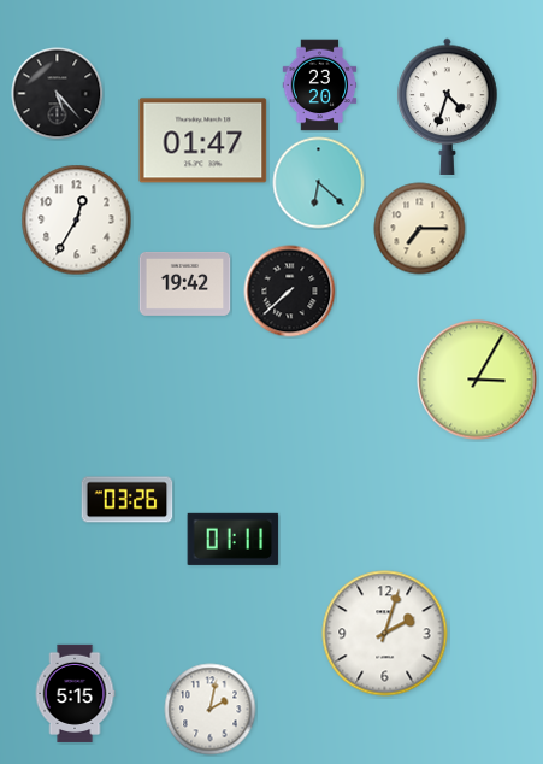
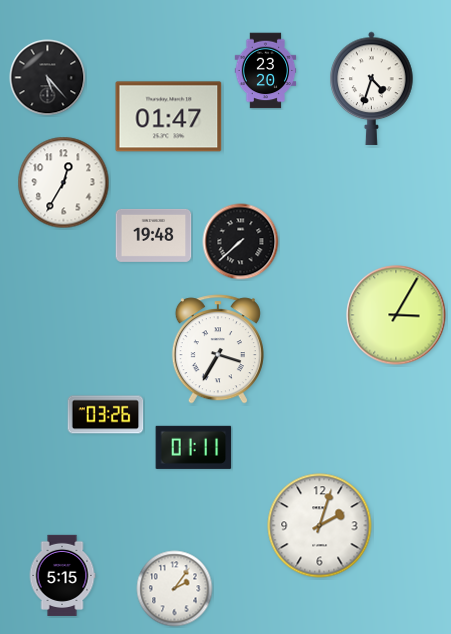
clock at (319, 183): 6:22 -> none
clock at (420, 229): 7:15 -> none
clock at (185, 283): 19:42 -> 19:48
clock at (218, 349): none -> 3:35
clock at (211, 710): 2:02 -> 2:06
